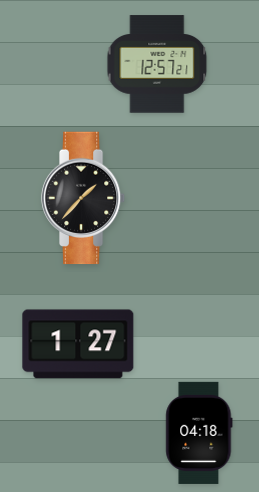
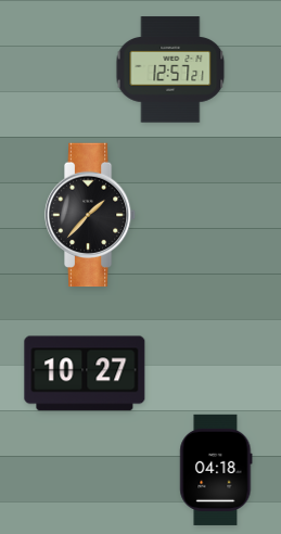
clock at (78, 344): 1:27 -> 10:27
